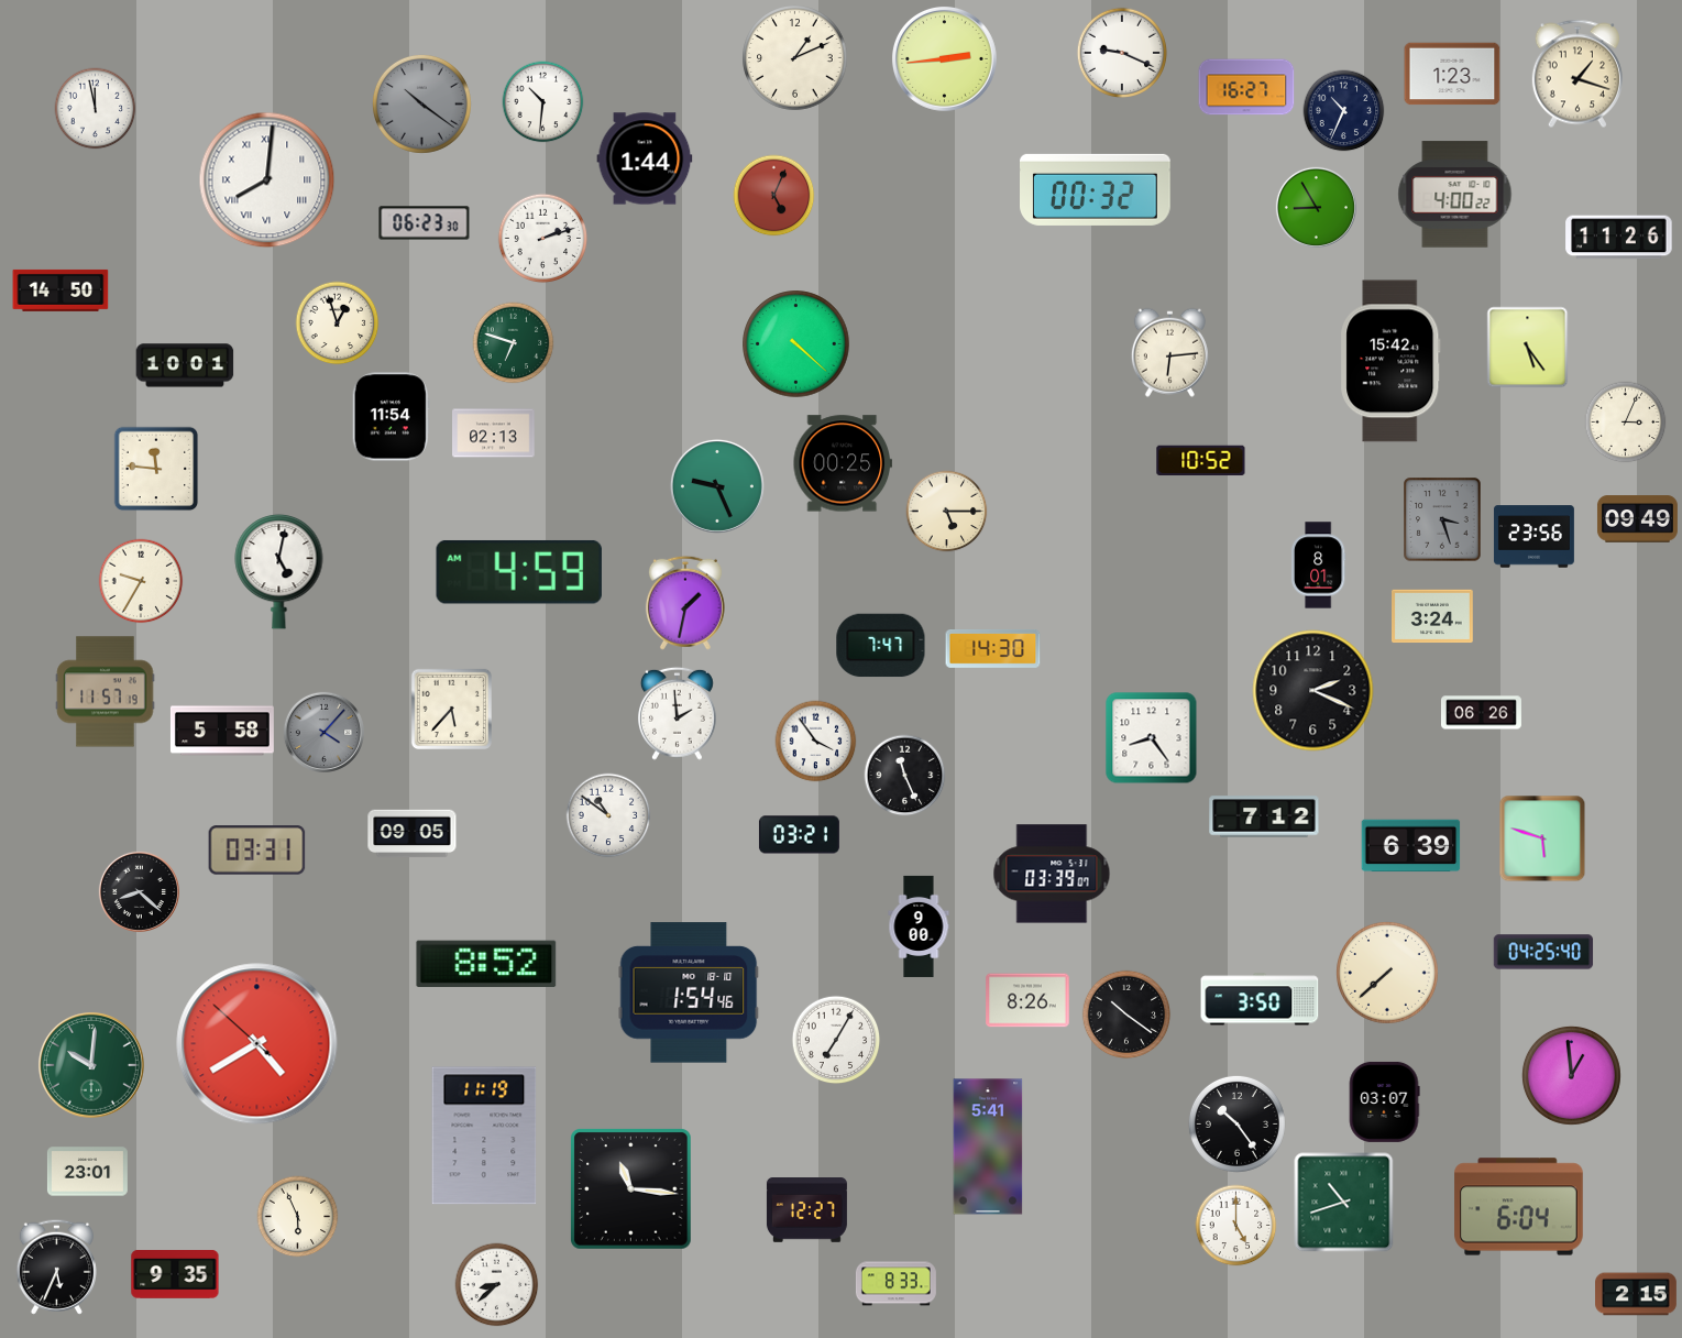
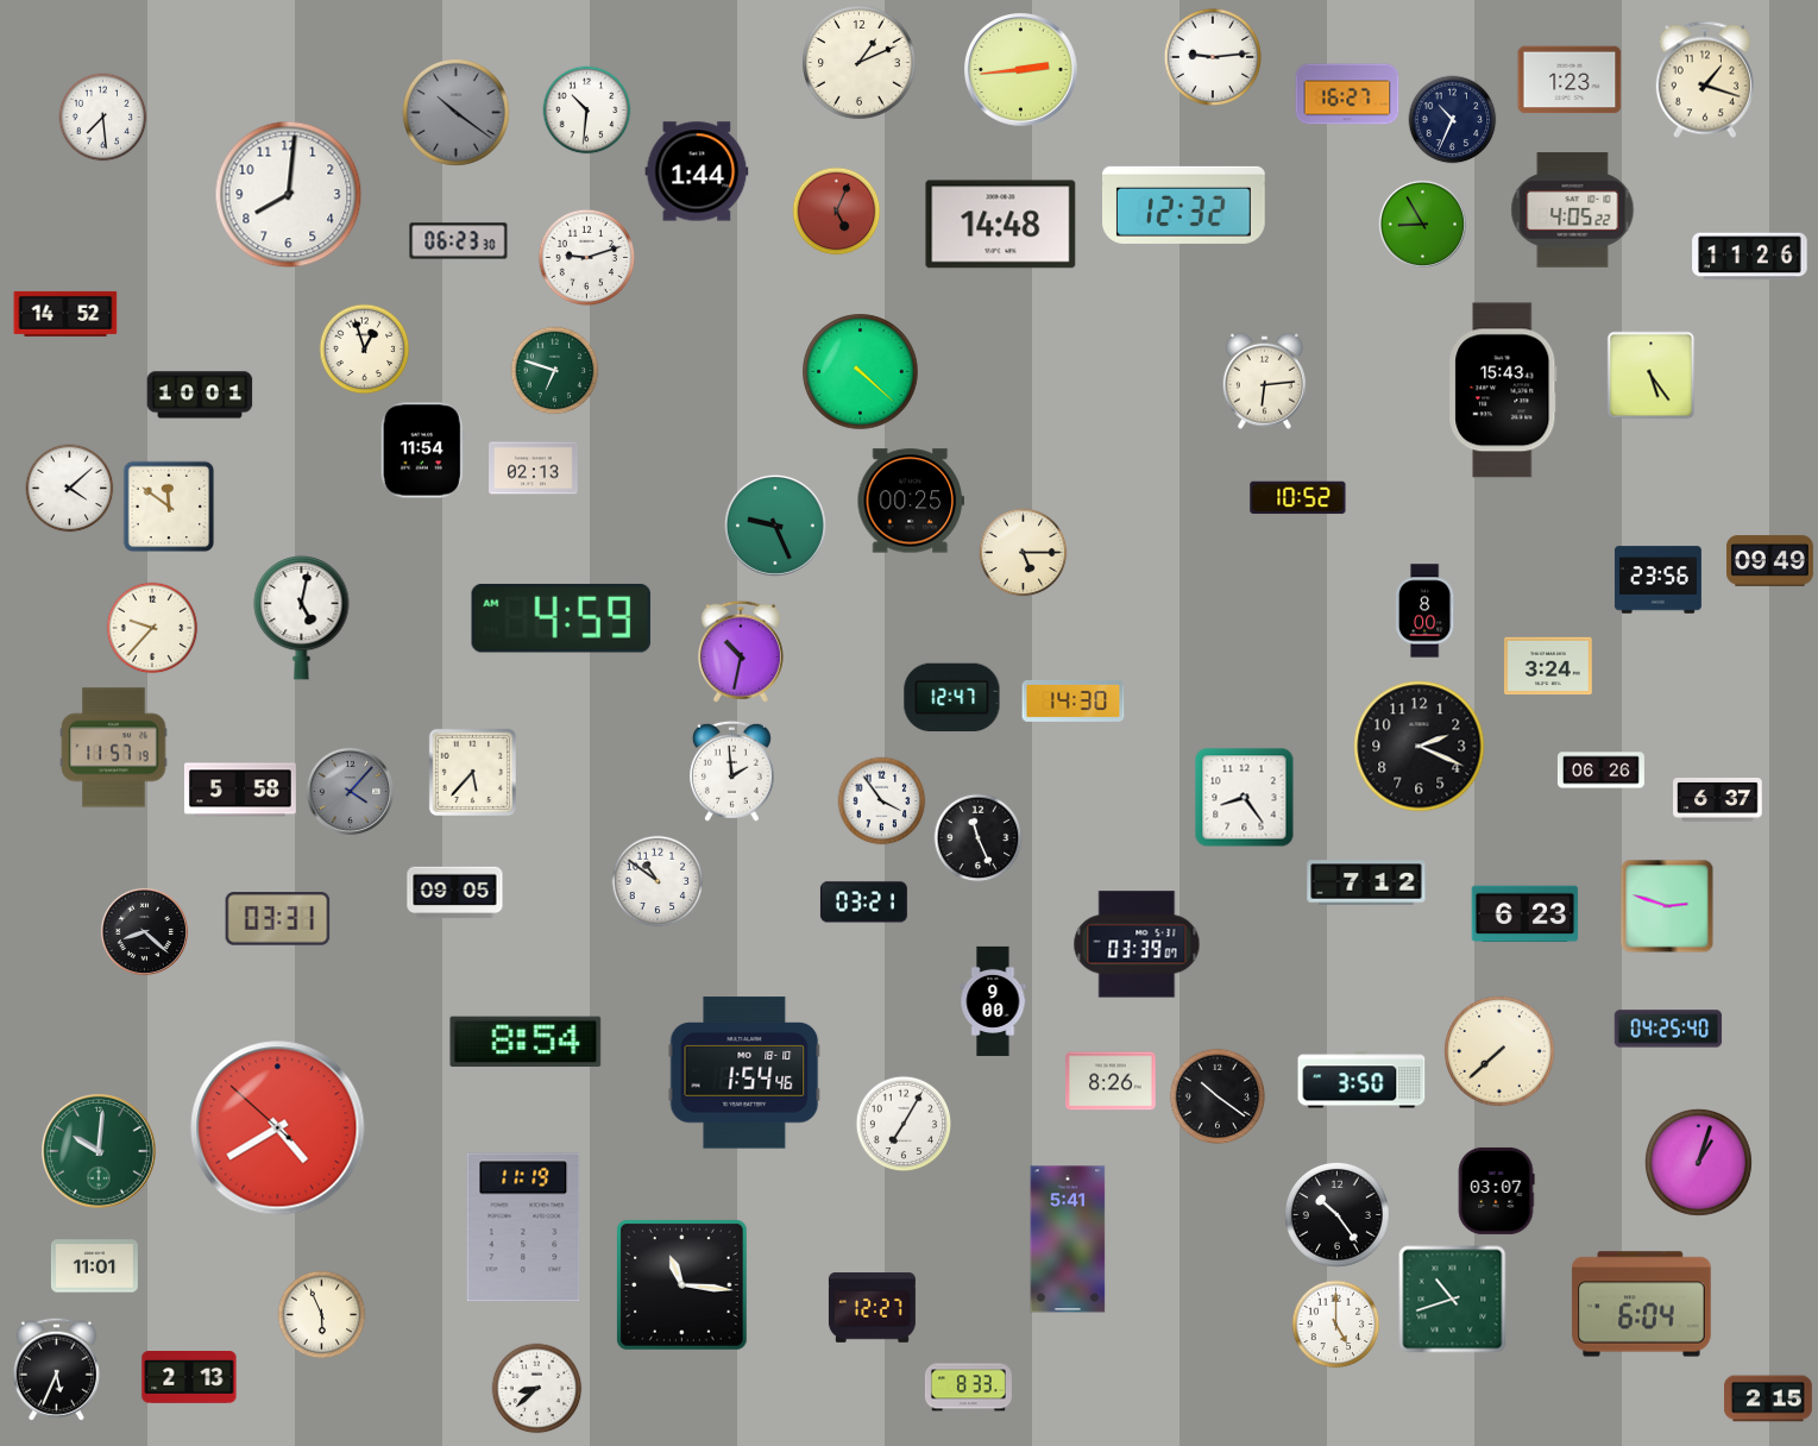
clock at (1121, 52): 9:19 -> 9:14
clock at (944, 58) position: (944, 58) -> (1020, 69)
clock at (96, 109): 11:58 -> 7:29
clock at (267, 180) numerals: Roman -> Arabic
clock at (1096, 189): 00:32 -> 12:32
clock at (1455, 195): 4:00 -> 4:05
clock at (1001, 225): none -> 14:48
clock at (543, 239): 2:12 -> 9:12
clock at (61, 290): 14:50 -> 14:52
clock at (1390, 361): 15:42 -> 15:43
clock at (1626, 423): 3:04 -> none
clock at (70, 489): none -> 4:08
clock at (156, 469): 11:46 -> 11:51
clock at (1442, 519): 3:27 -> none
clock at (1318, 566): 8:01 -> 8:00
clock at (141, 581): 9:35 -> 9:37
clock at (685, 603): 1:32 -> 10:32
clock at (881, 646): 7:47 -> 12:47
clock at (451, 709) position: (451, 709) -> (472, 772)
clock at (1718, 800): none -> 6:37
clock at (413, 834) position: (413, 834) -> (455, 893)
clock at (1542, 838): 5:48 -> 2:48
clock at (1411, 846): 6:39 -> 6:23
clock at (139, 891) position: (139, 891) -> (144, 931)
clock at (486, 963): 8:52 -> 8:54
clock at (1571, 1075): 12:59 -> 1:03
clock at (87, 1172): 23:01 -> 11:01
clock at (56, 1266) position: (56, 1266) -> (56, 1369)
clock at (175, 1274): 9:35 -> 2:13
